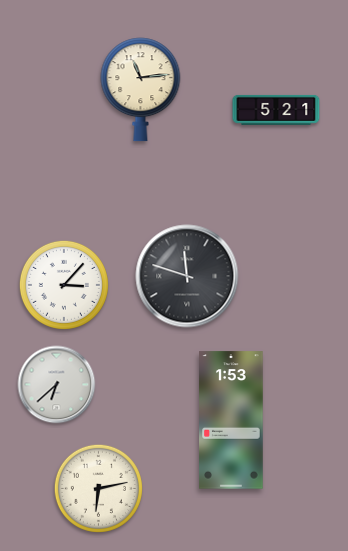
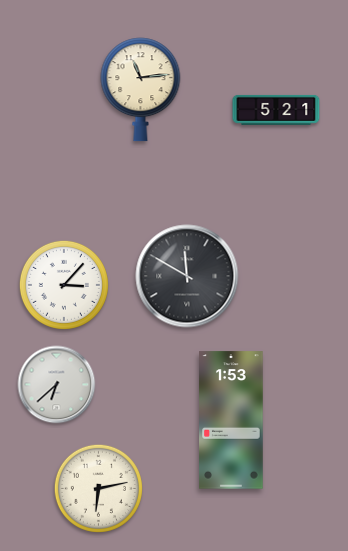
clock at (187, 276): 11:48 -> 11:50
